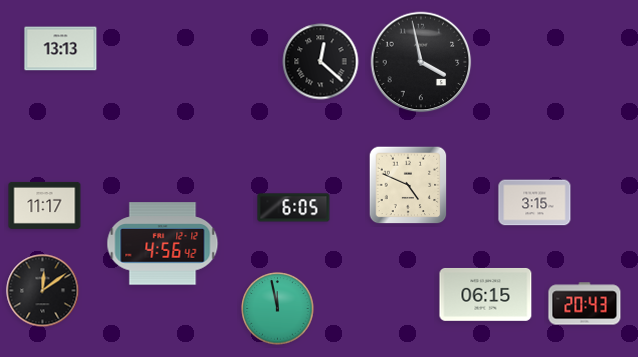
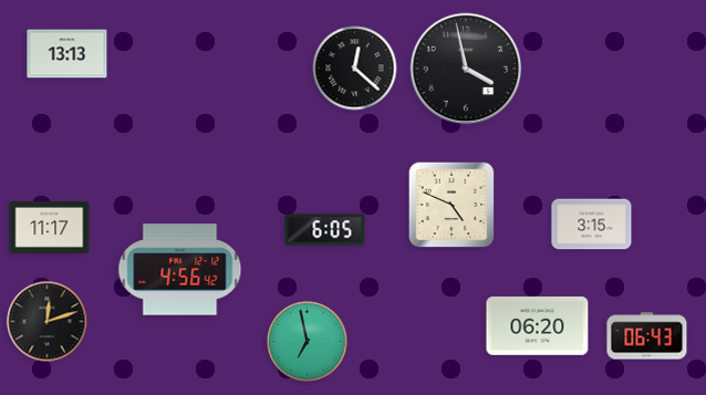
clock at (43, 291): 12:09 -> 12:12
clock at (486, 295): 06:15 -> 06:20
clock at (585, 304): 20:43 -> 06:43
clock at (278, 309): 11:58 -> 6:58
